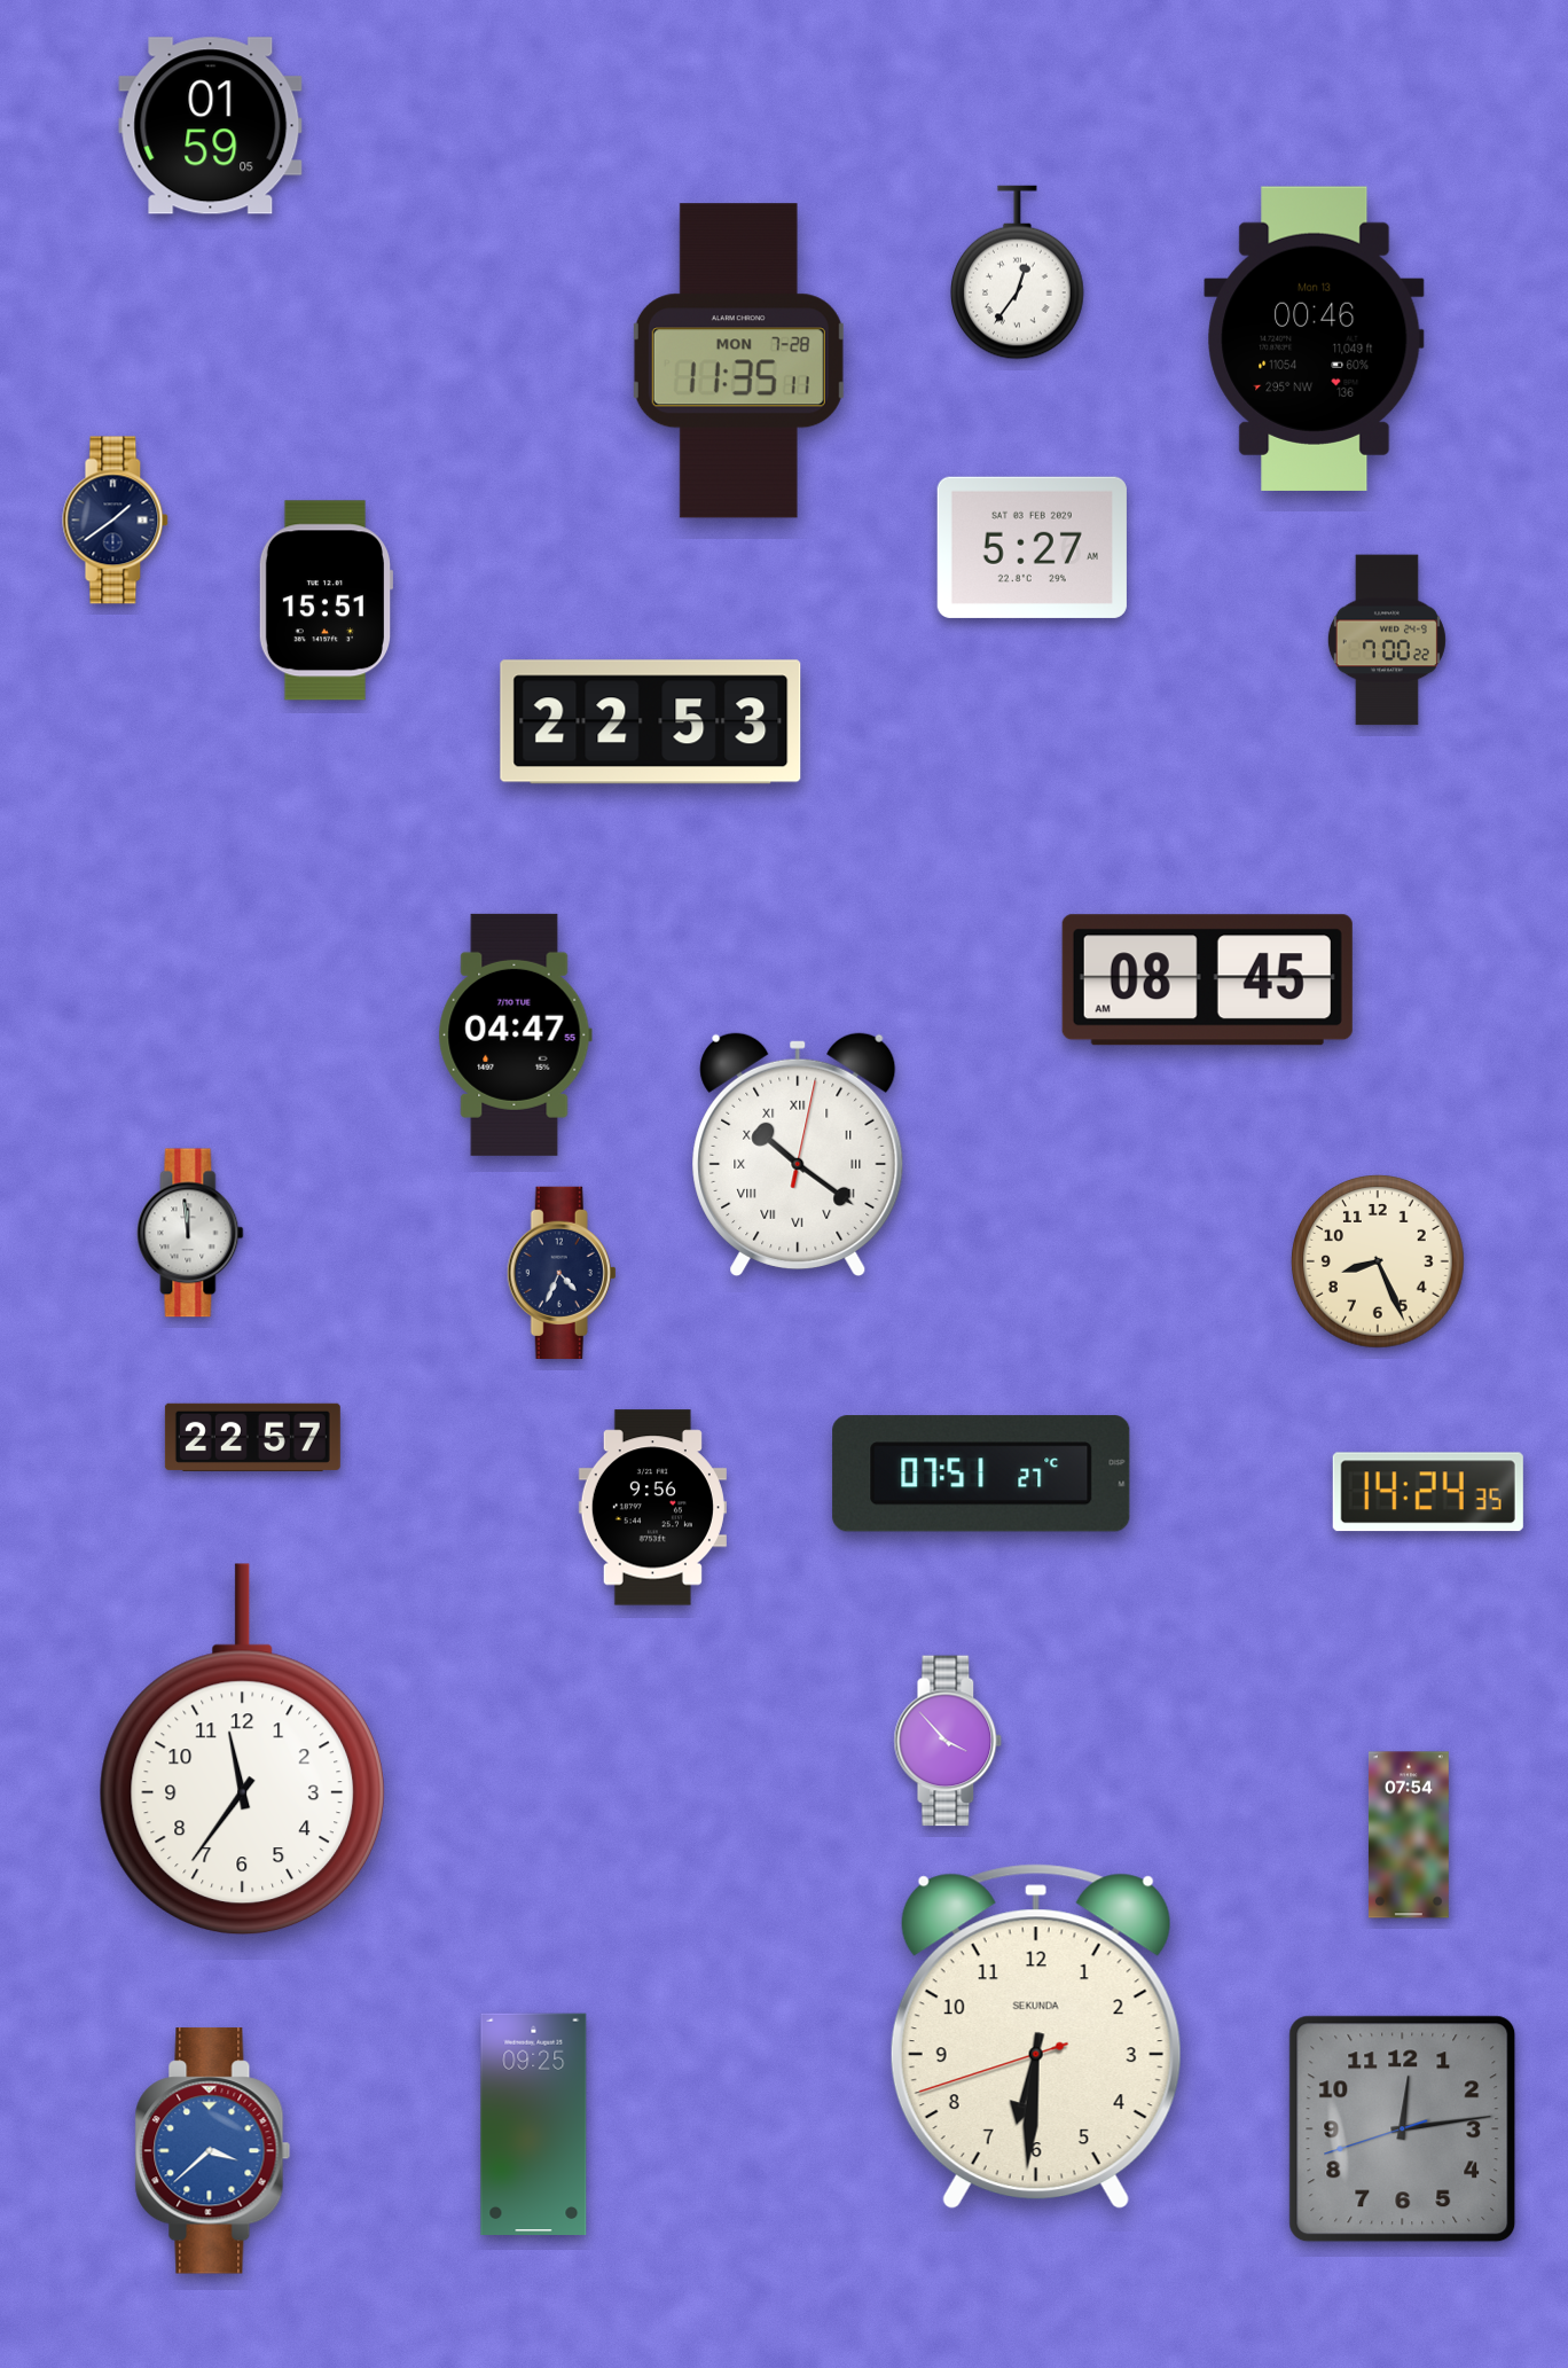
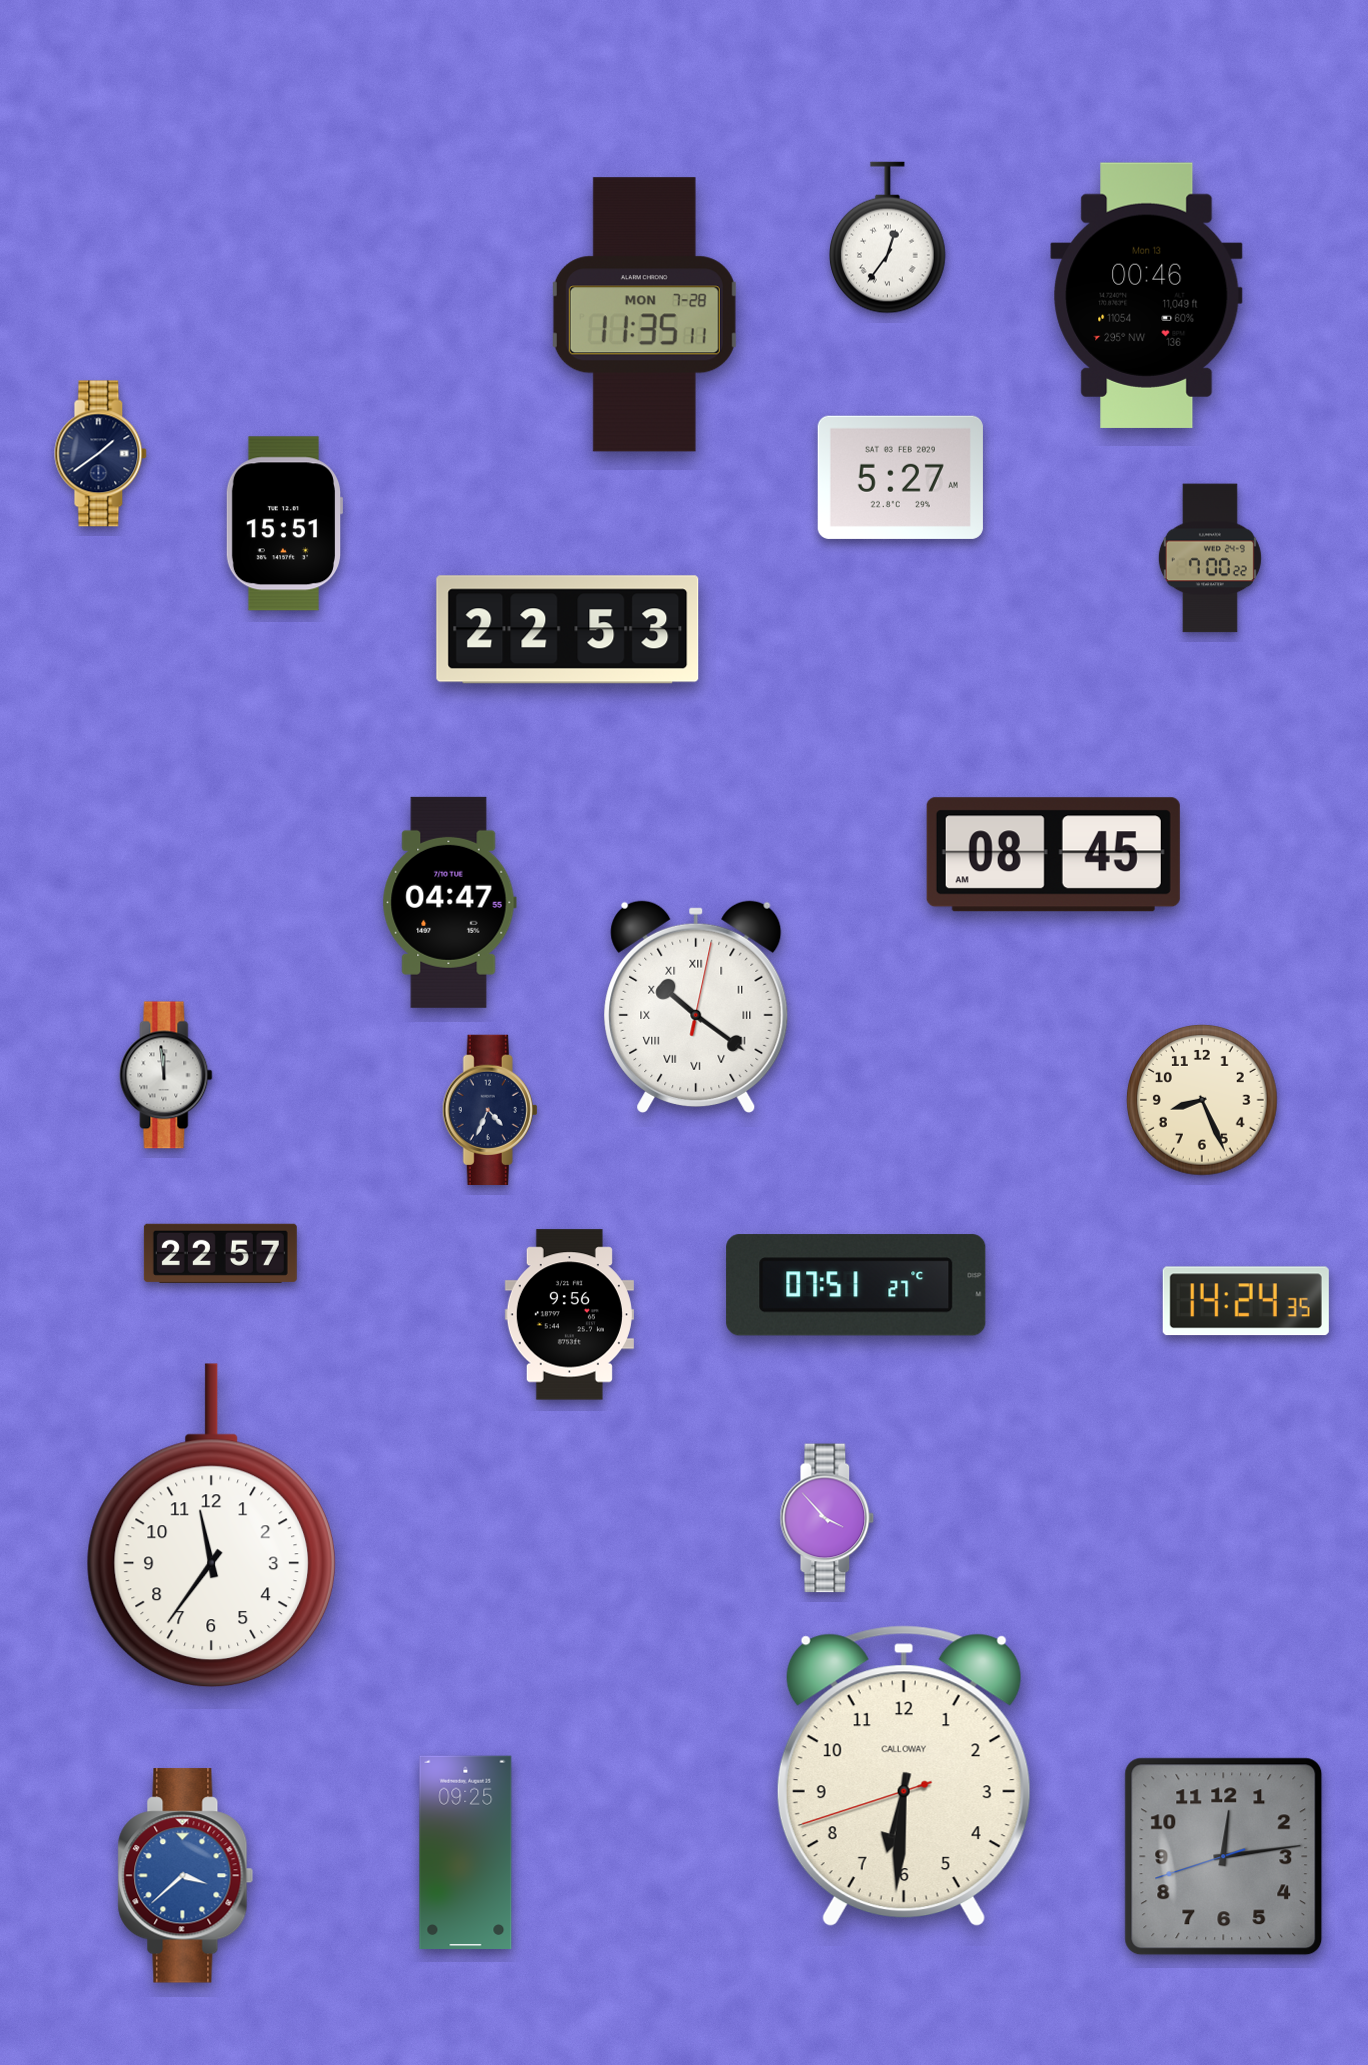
clock at (211, 126): 01:59 -> none
clock at (1409, 1835): 07:54 -> none
clock at (1036, 2037) brand: SEKUNDA -> CALLOWAY
